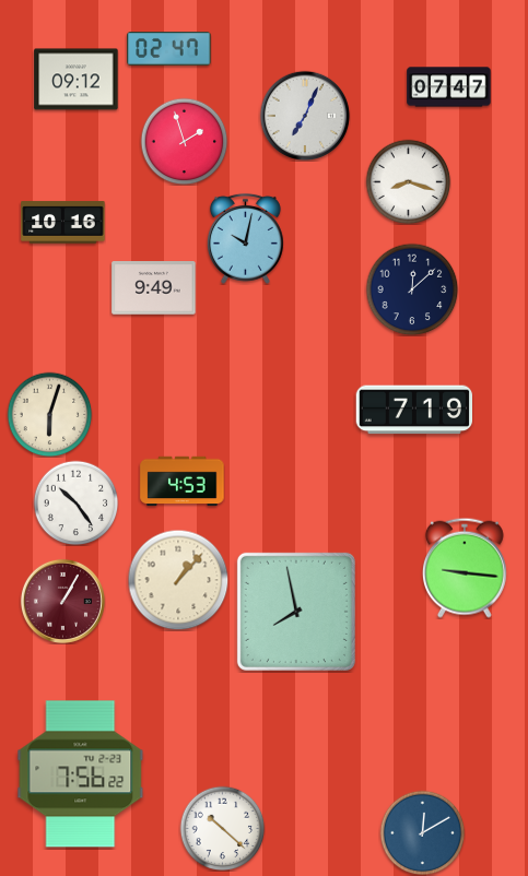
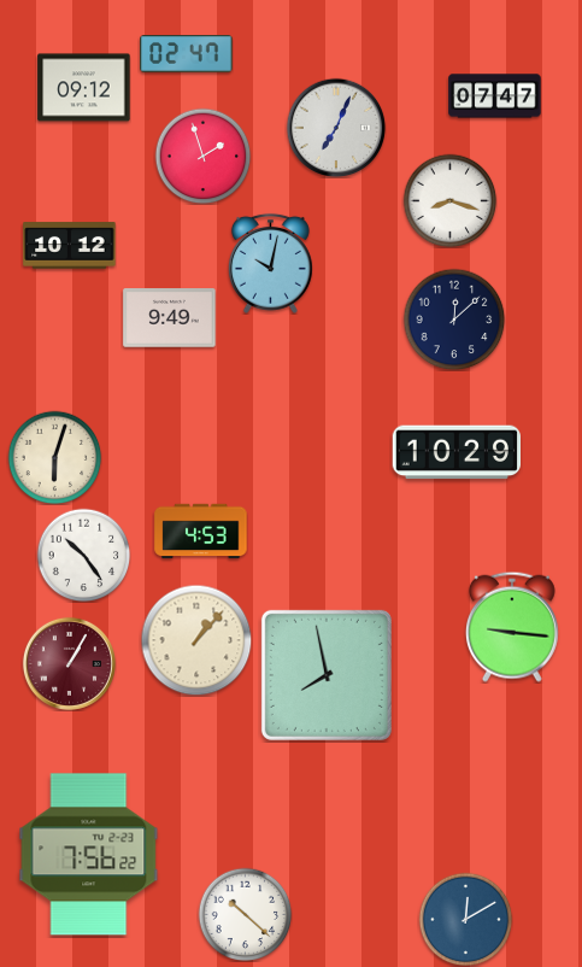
clock at (63, 223): 10:16 -> 10:12
clock at (413, 410): 7:19 -> 10:29
